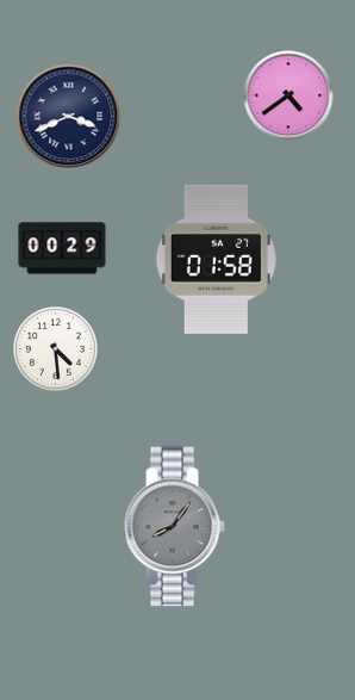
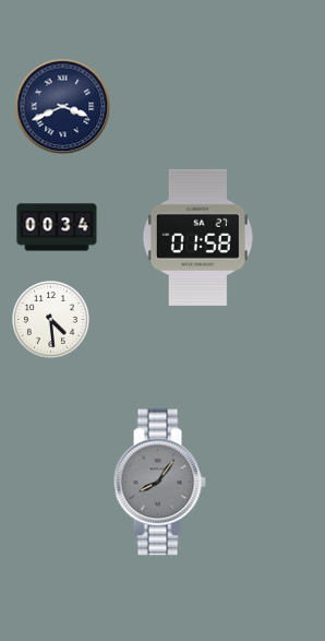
clock at (288, 95): 4:39 -> none
clock at (62, 248): 00:29 -> 00:34
